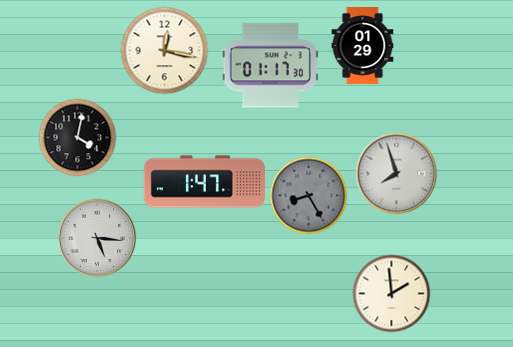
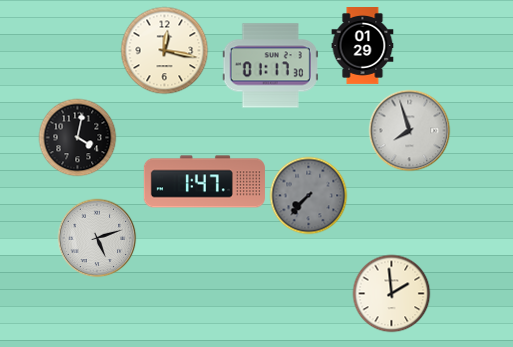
clock at (396, 173) position: (396, 173) -> (409, 130)
clock at (308, 195): 8:25 -> 7:37
clock at (97, 238): 5:16 -> 5:12
